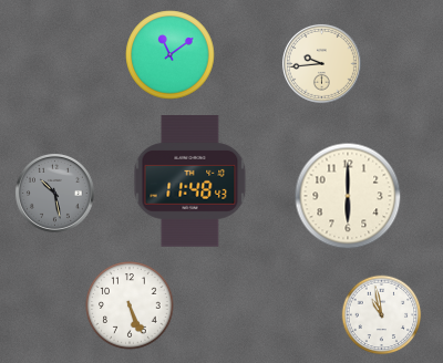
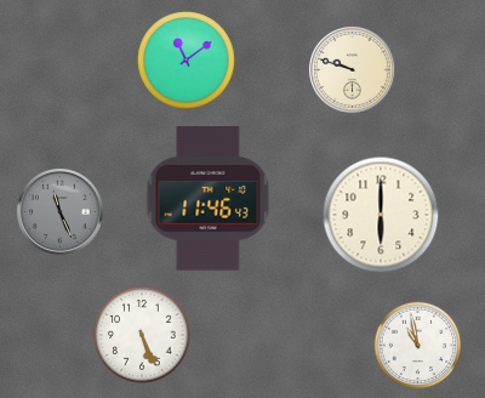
clock at (321, 63): 9:44 -> 9:48
clock at (190, 181): 11:48 -> 11:46
clock at (54, 193): 10:28 -> 11:26
